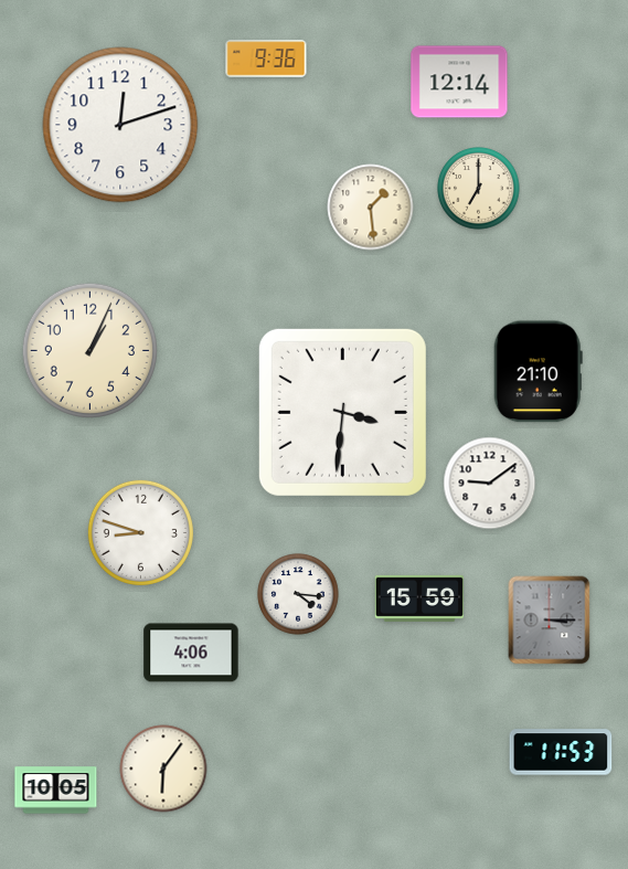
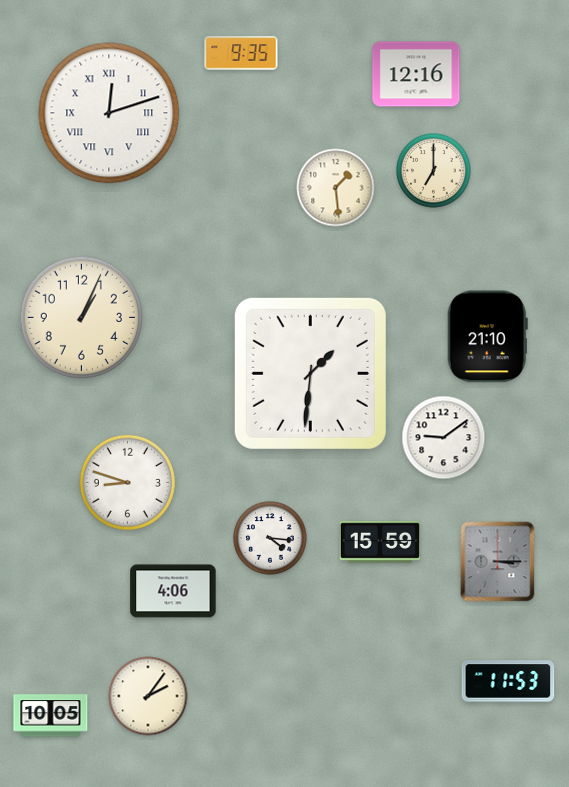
clock at (266, 59): 9:36 -> 9:35
clock at (459, 82): 12:14 -> 12:16
clock at (120, 125) numerals: Arabic -> Roman
clock at (342, 412): 3:31 -> 1:31
clock at (163, 769): 6:06 -> 2:06
